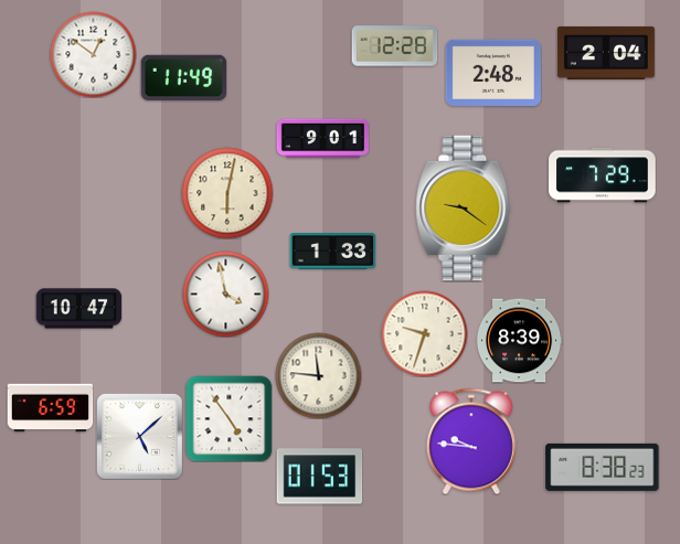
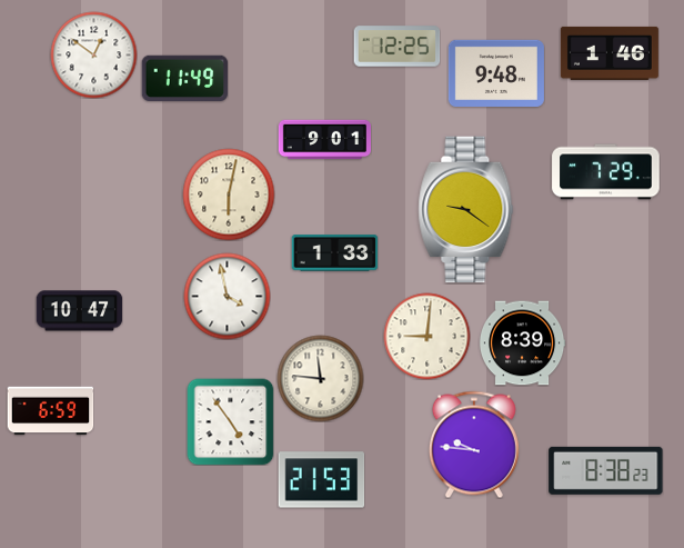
clock at (394, 46): 12:28 -> 12:25
clock at (606, 53): 2:04 -> 1:46
clock at (493, 73): 2:48 -> 9:48
clock at (603, 175) position: (603, 175) -> (606, 172)
clock at (424, 333): 9:33 -> 9:01
clock at (140, 437): 5:08 -> none
clock at (319, 477): 01:53 -> 21:53
